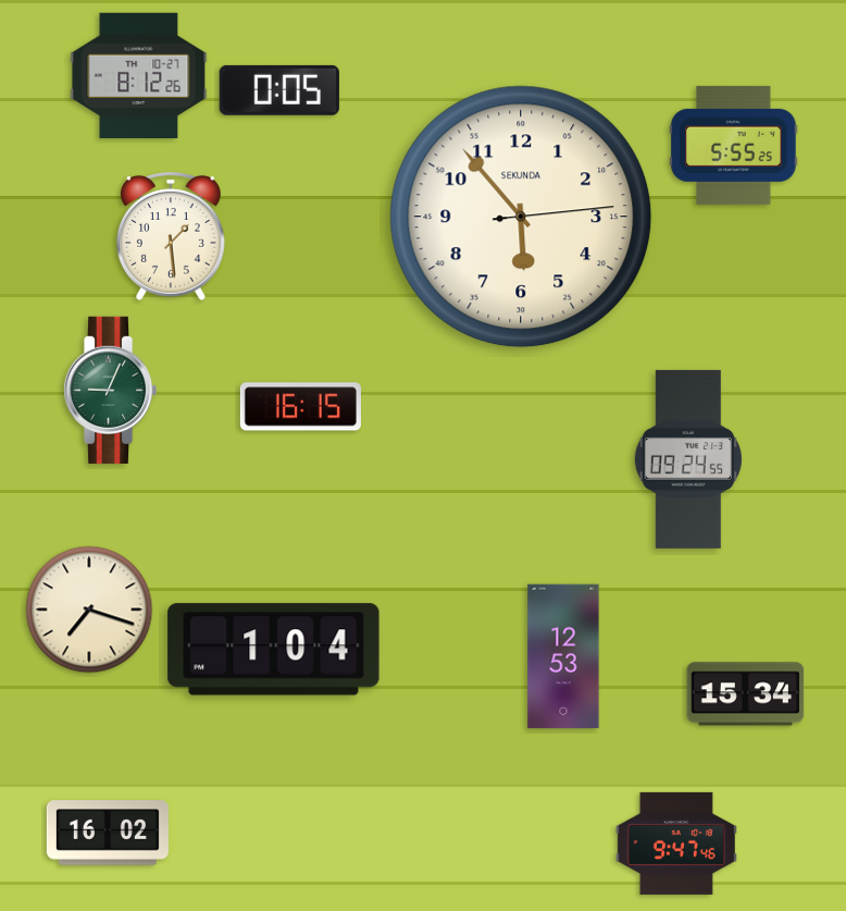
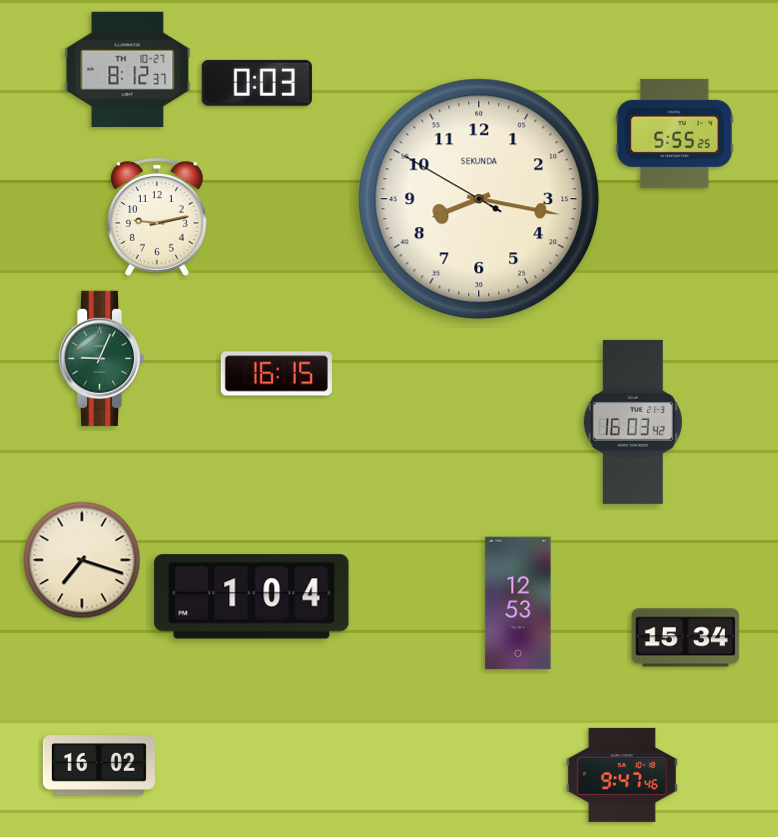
clock at (139, 75): 8:12:26 -> 8:12:37
clock at (279, 90): 0:05 -> 0:03
clock at (521, 217): 5:53 -> 8:16
clock at (171, 236): 1:29 -> 9:13
clock at (688, 459): 09:24 -> 16:03
